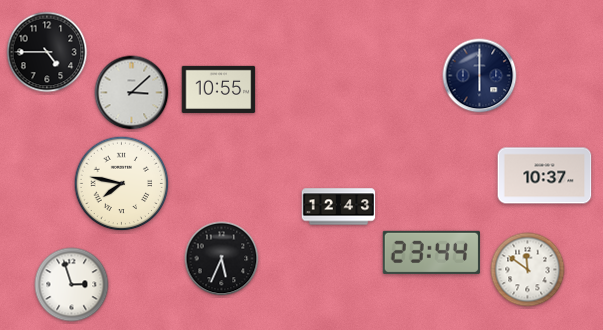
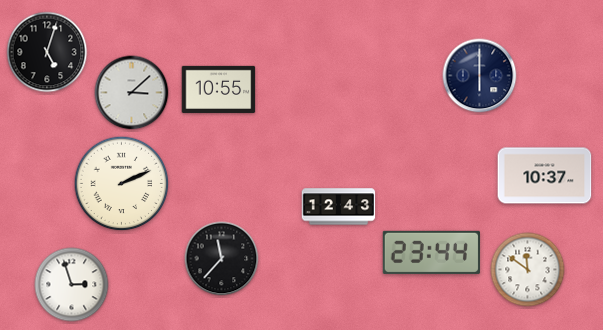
clock at (47, 52): 4:45 -> 5:03
clock at (122, 184): 7:47 -> 2:11
clock at (222, 259): 5:34 -> 11:37
